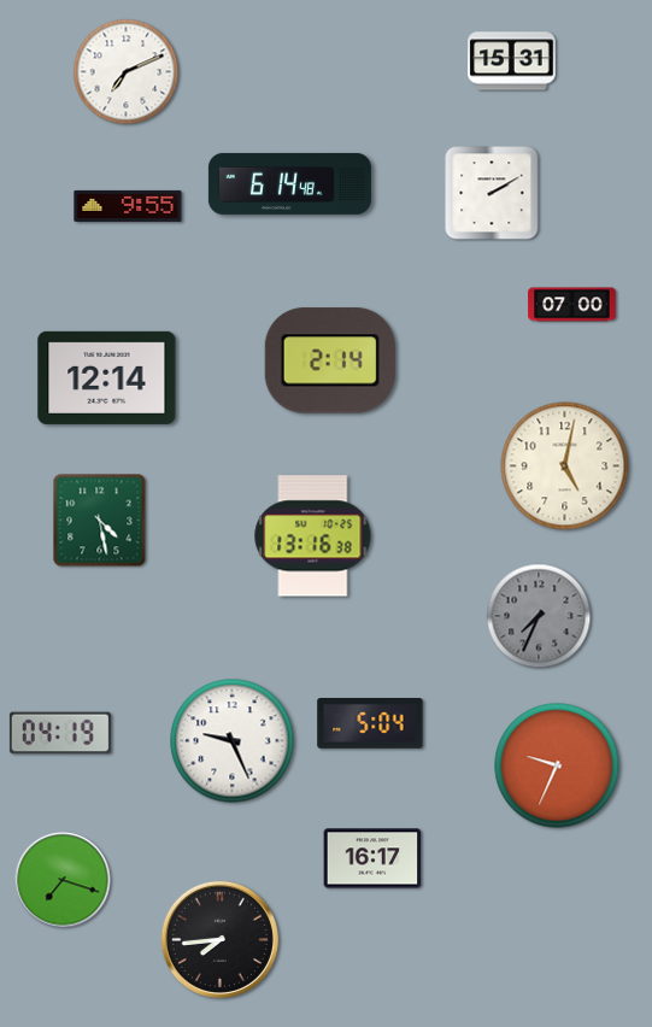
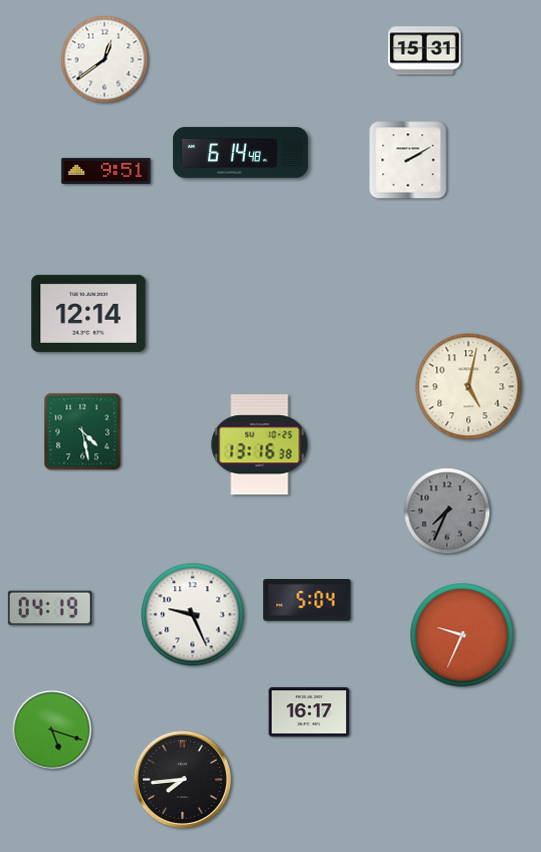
clock at (127, 72): 7:11 -> 12:39
clock at (128, 206): 9:55 -> 9:51
clock at (572, 305): 07:00 -> none
clock at (330, 360): 2:14 -> none
clock at (63, 880): 7:18 -> 5:18
